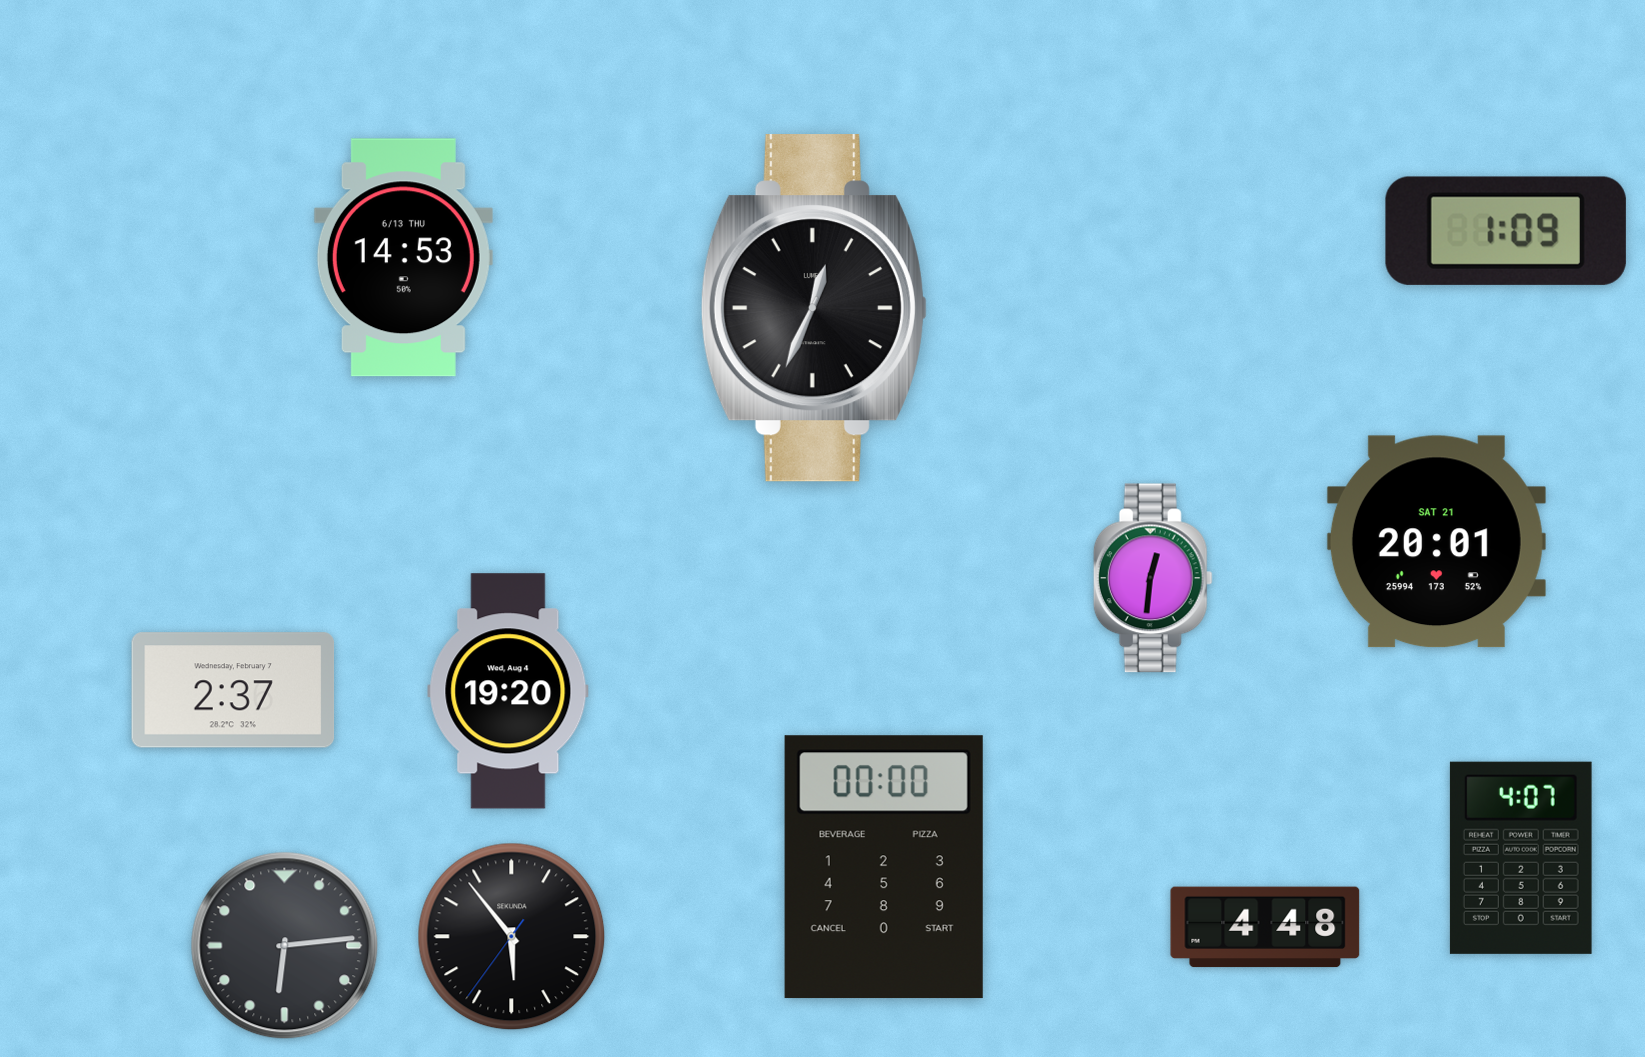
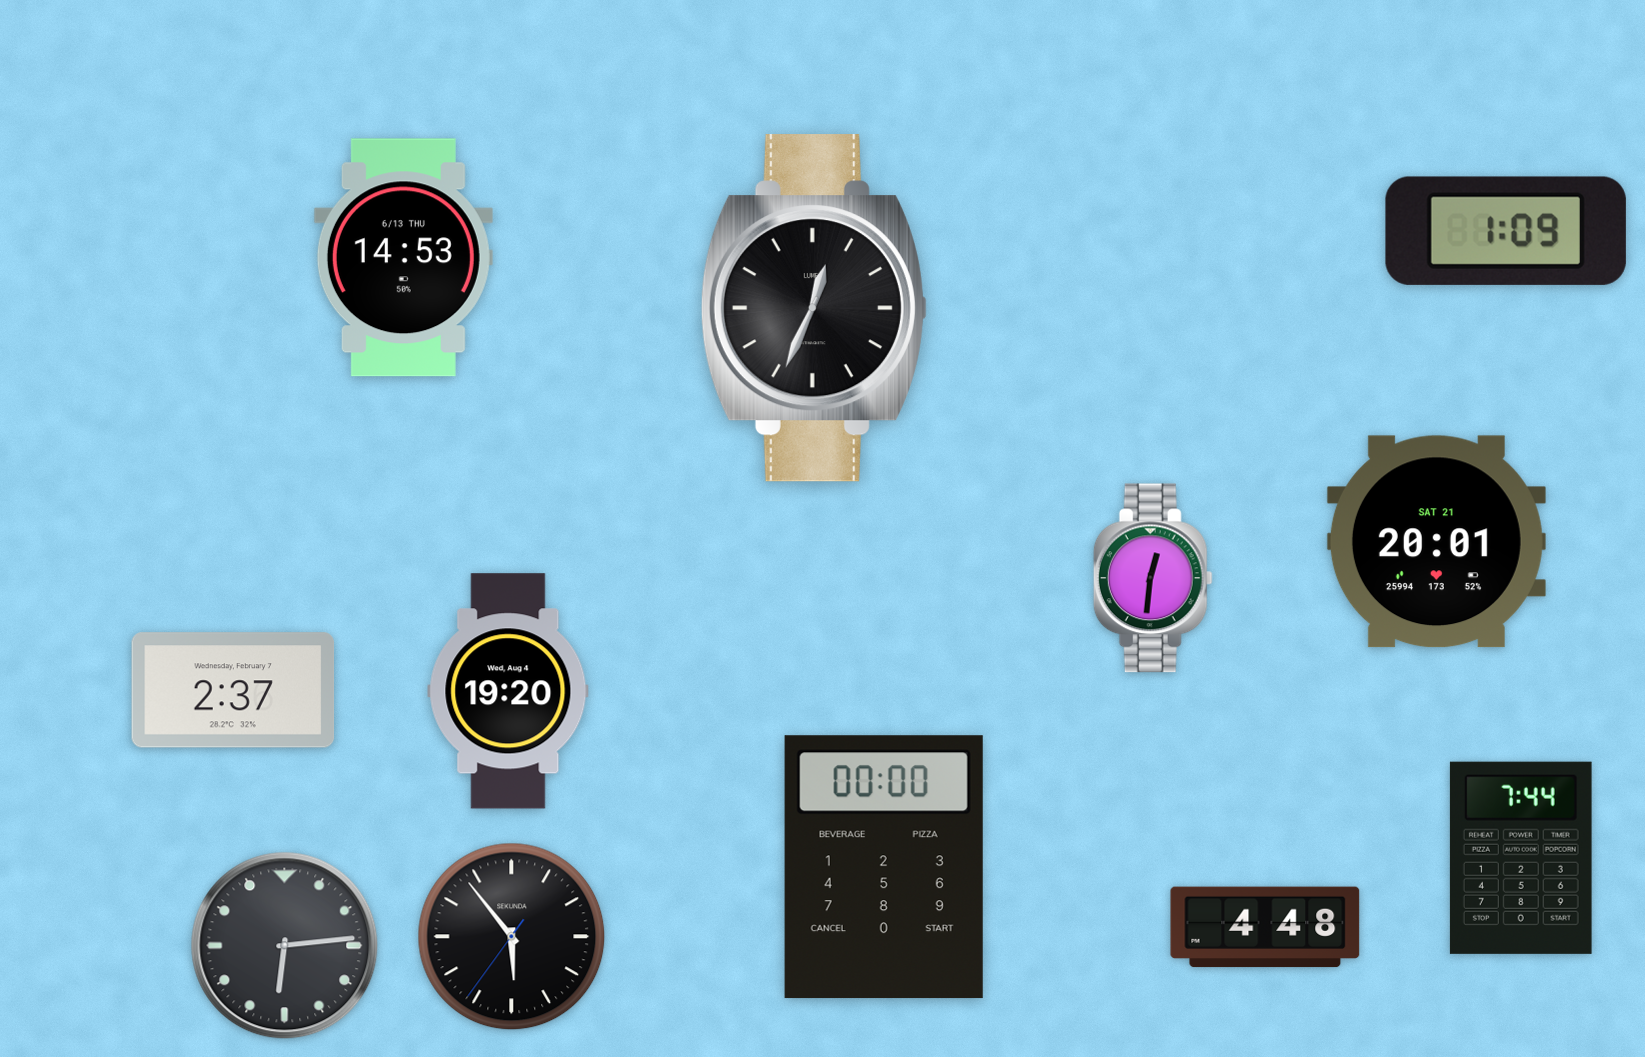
clock at (1521, 858): 4:07 -> 7:44
